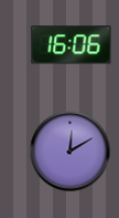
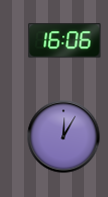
clock at (71, 152): 12:10 -> 12:05
